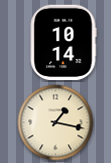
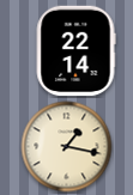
clock at (63, 43): 10:14 -> 22:14
